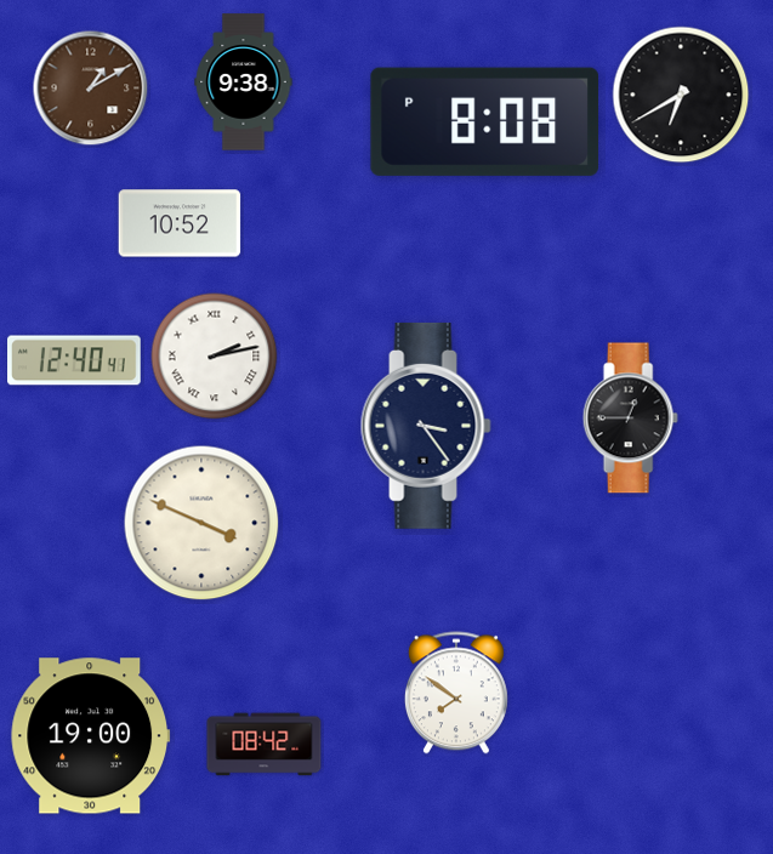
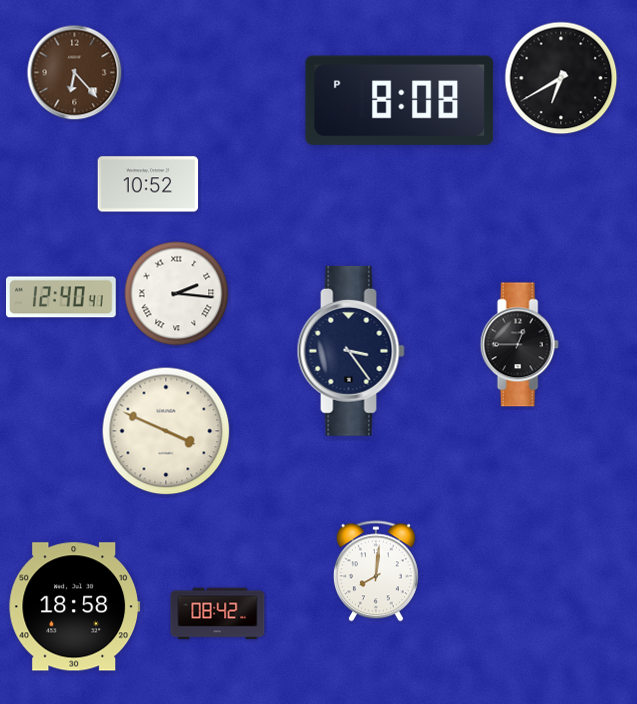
clock at (244, 82): 9:38 -> none
clock at (91, 89): 1:10 -> 6:23
clock at (215, 357): 2:13 -> 2:16
clock at (456, 693): 7:51 -> 8:01
clock at (91, 736): 19:00 -> 18:58
